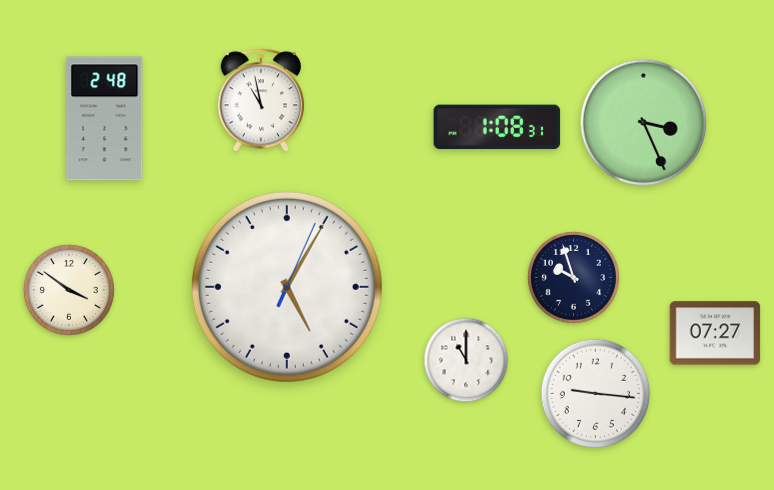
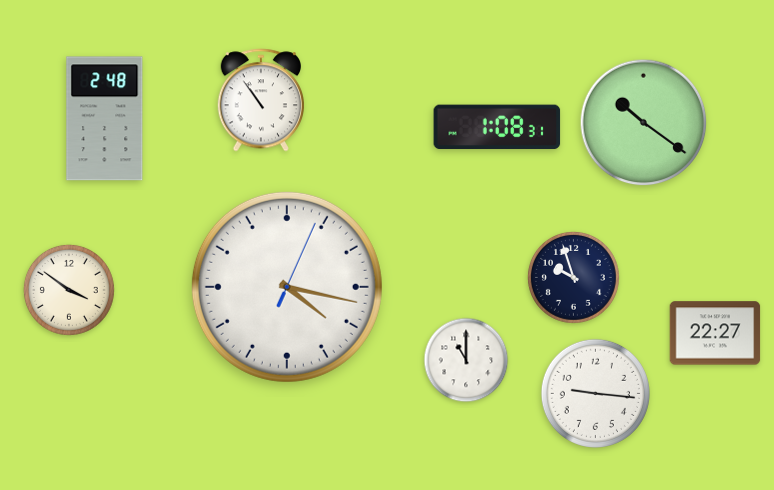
clock at (260, 100): 10:58 -> 10:54
clock at (644, 123): 3:26 -> 10:21
clock at (287, 287): 5:05 -> 4:17
clock at (715, 333): 07:27 -> 22:27
